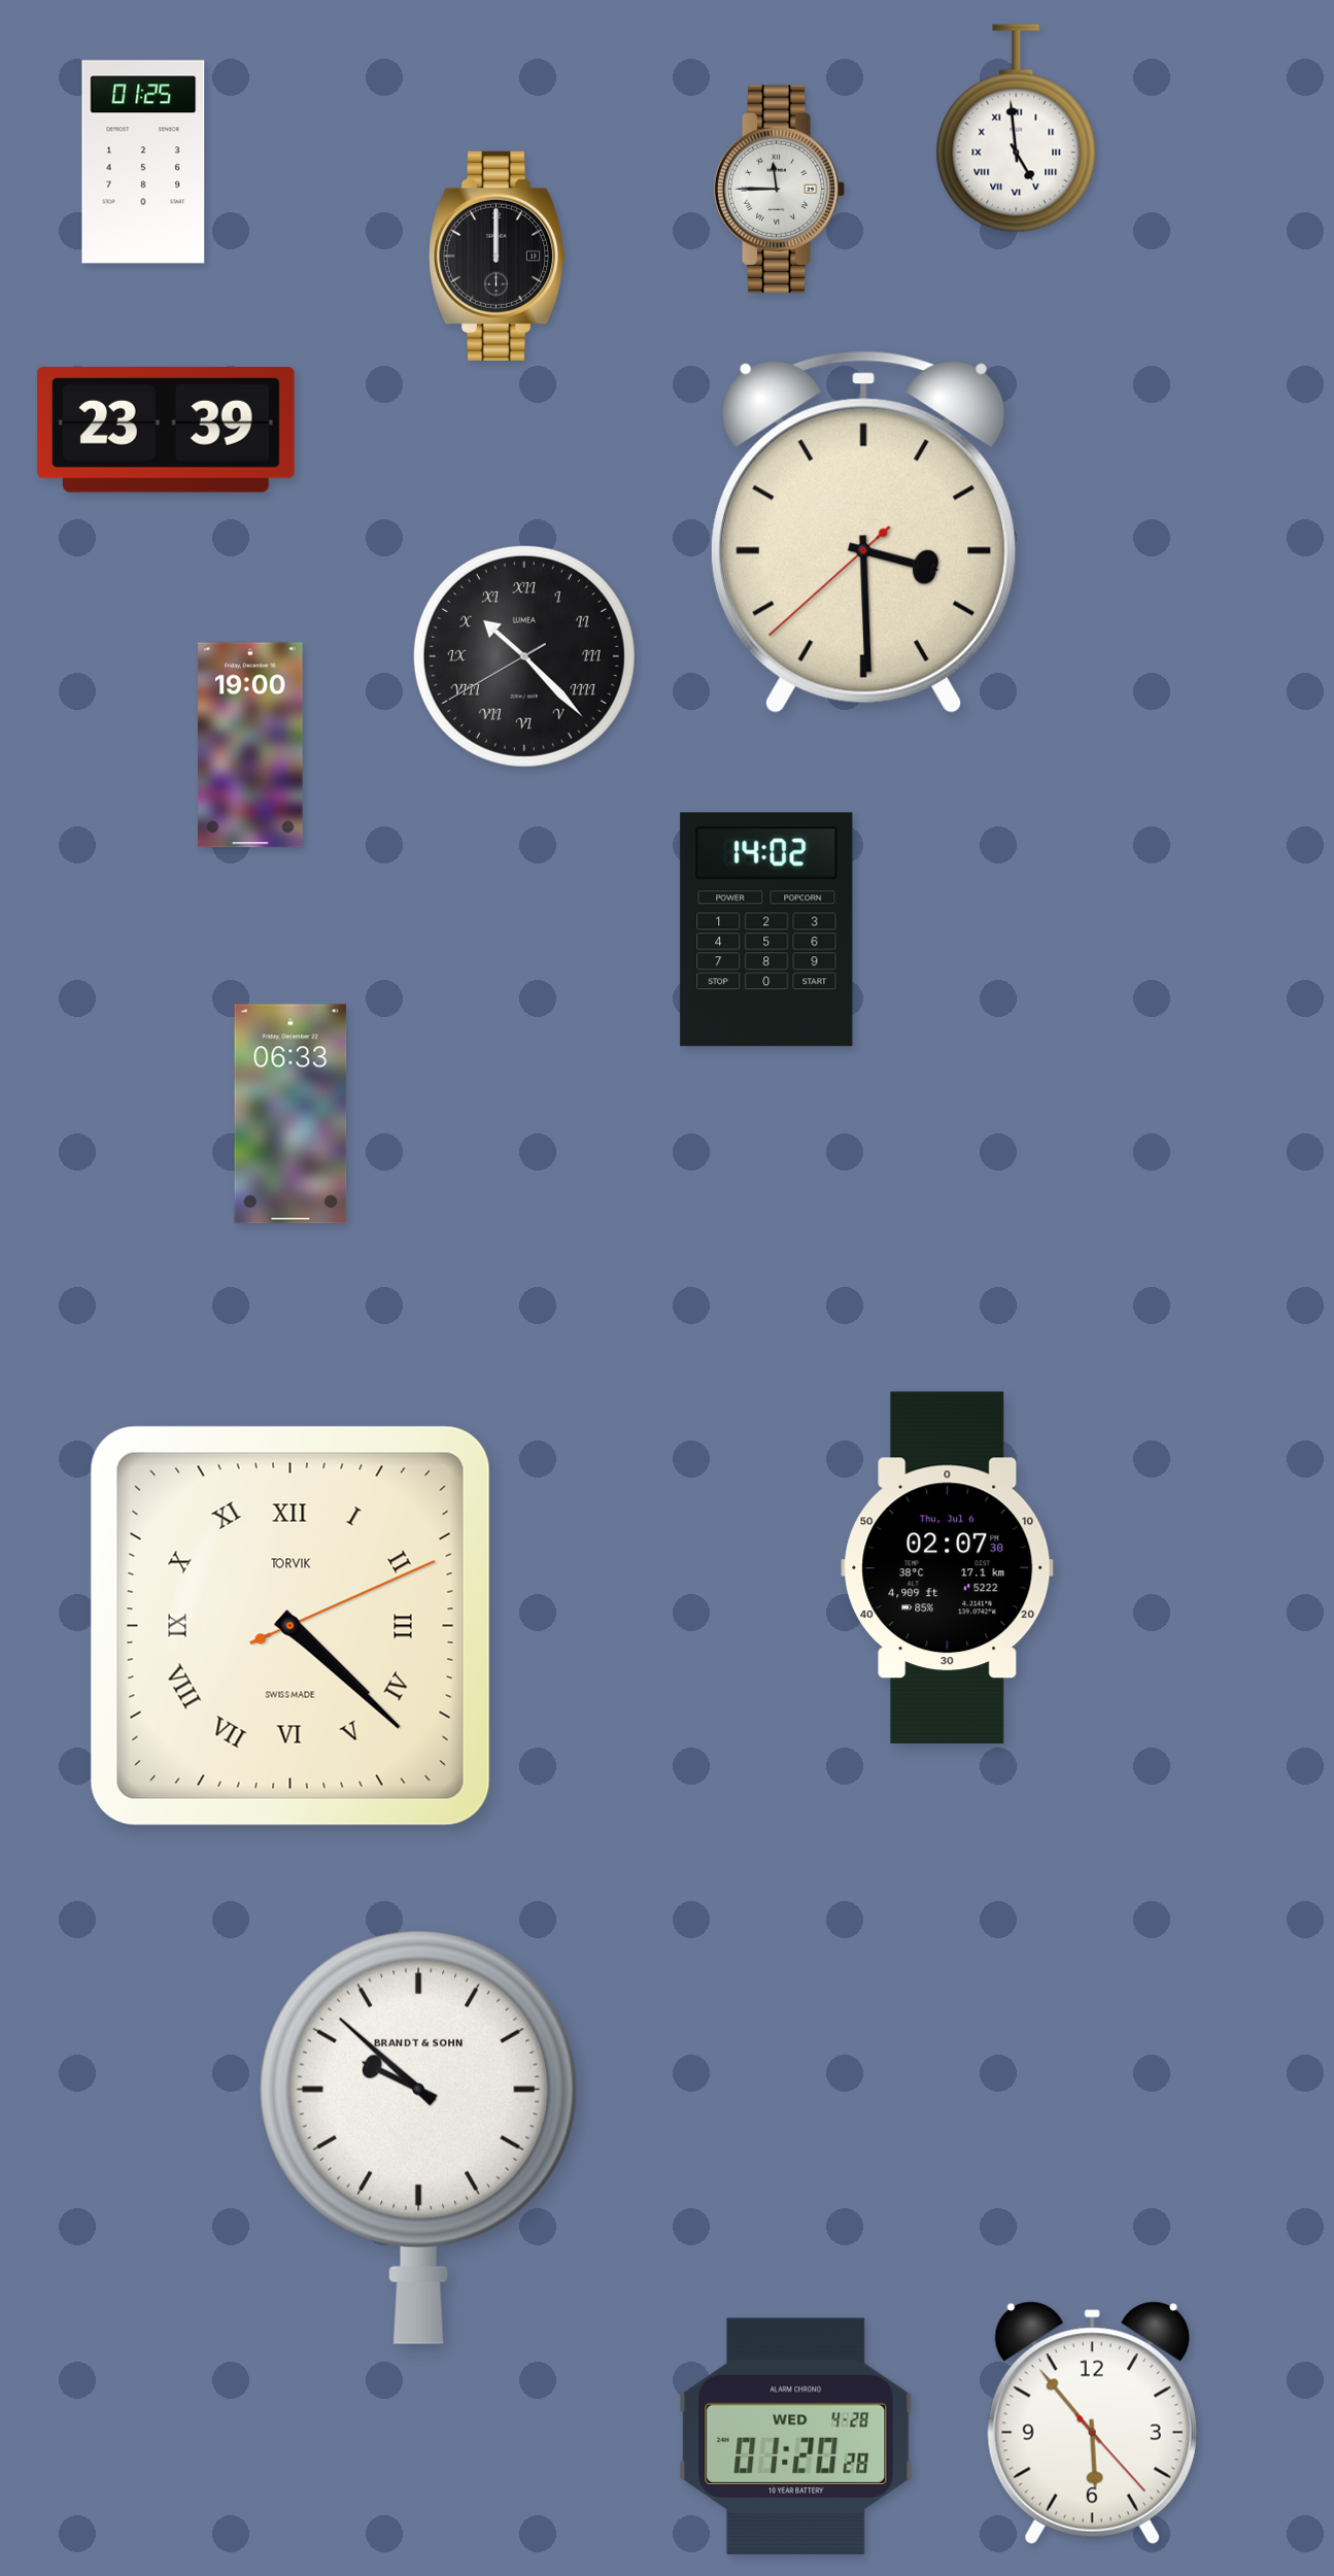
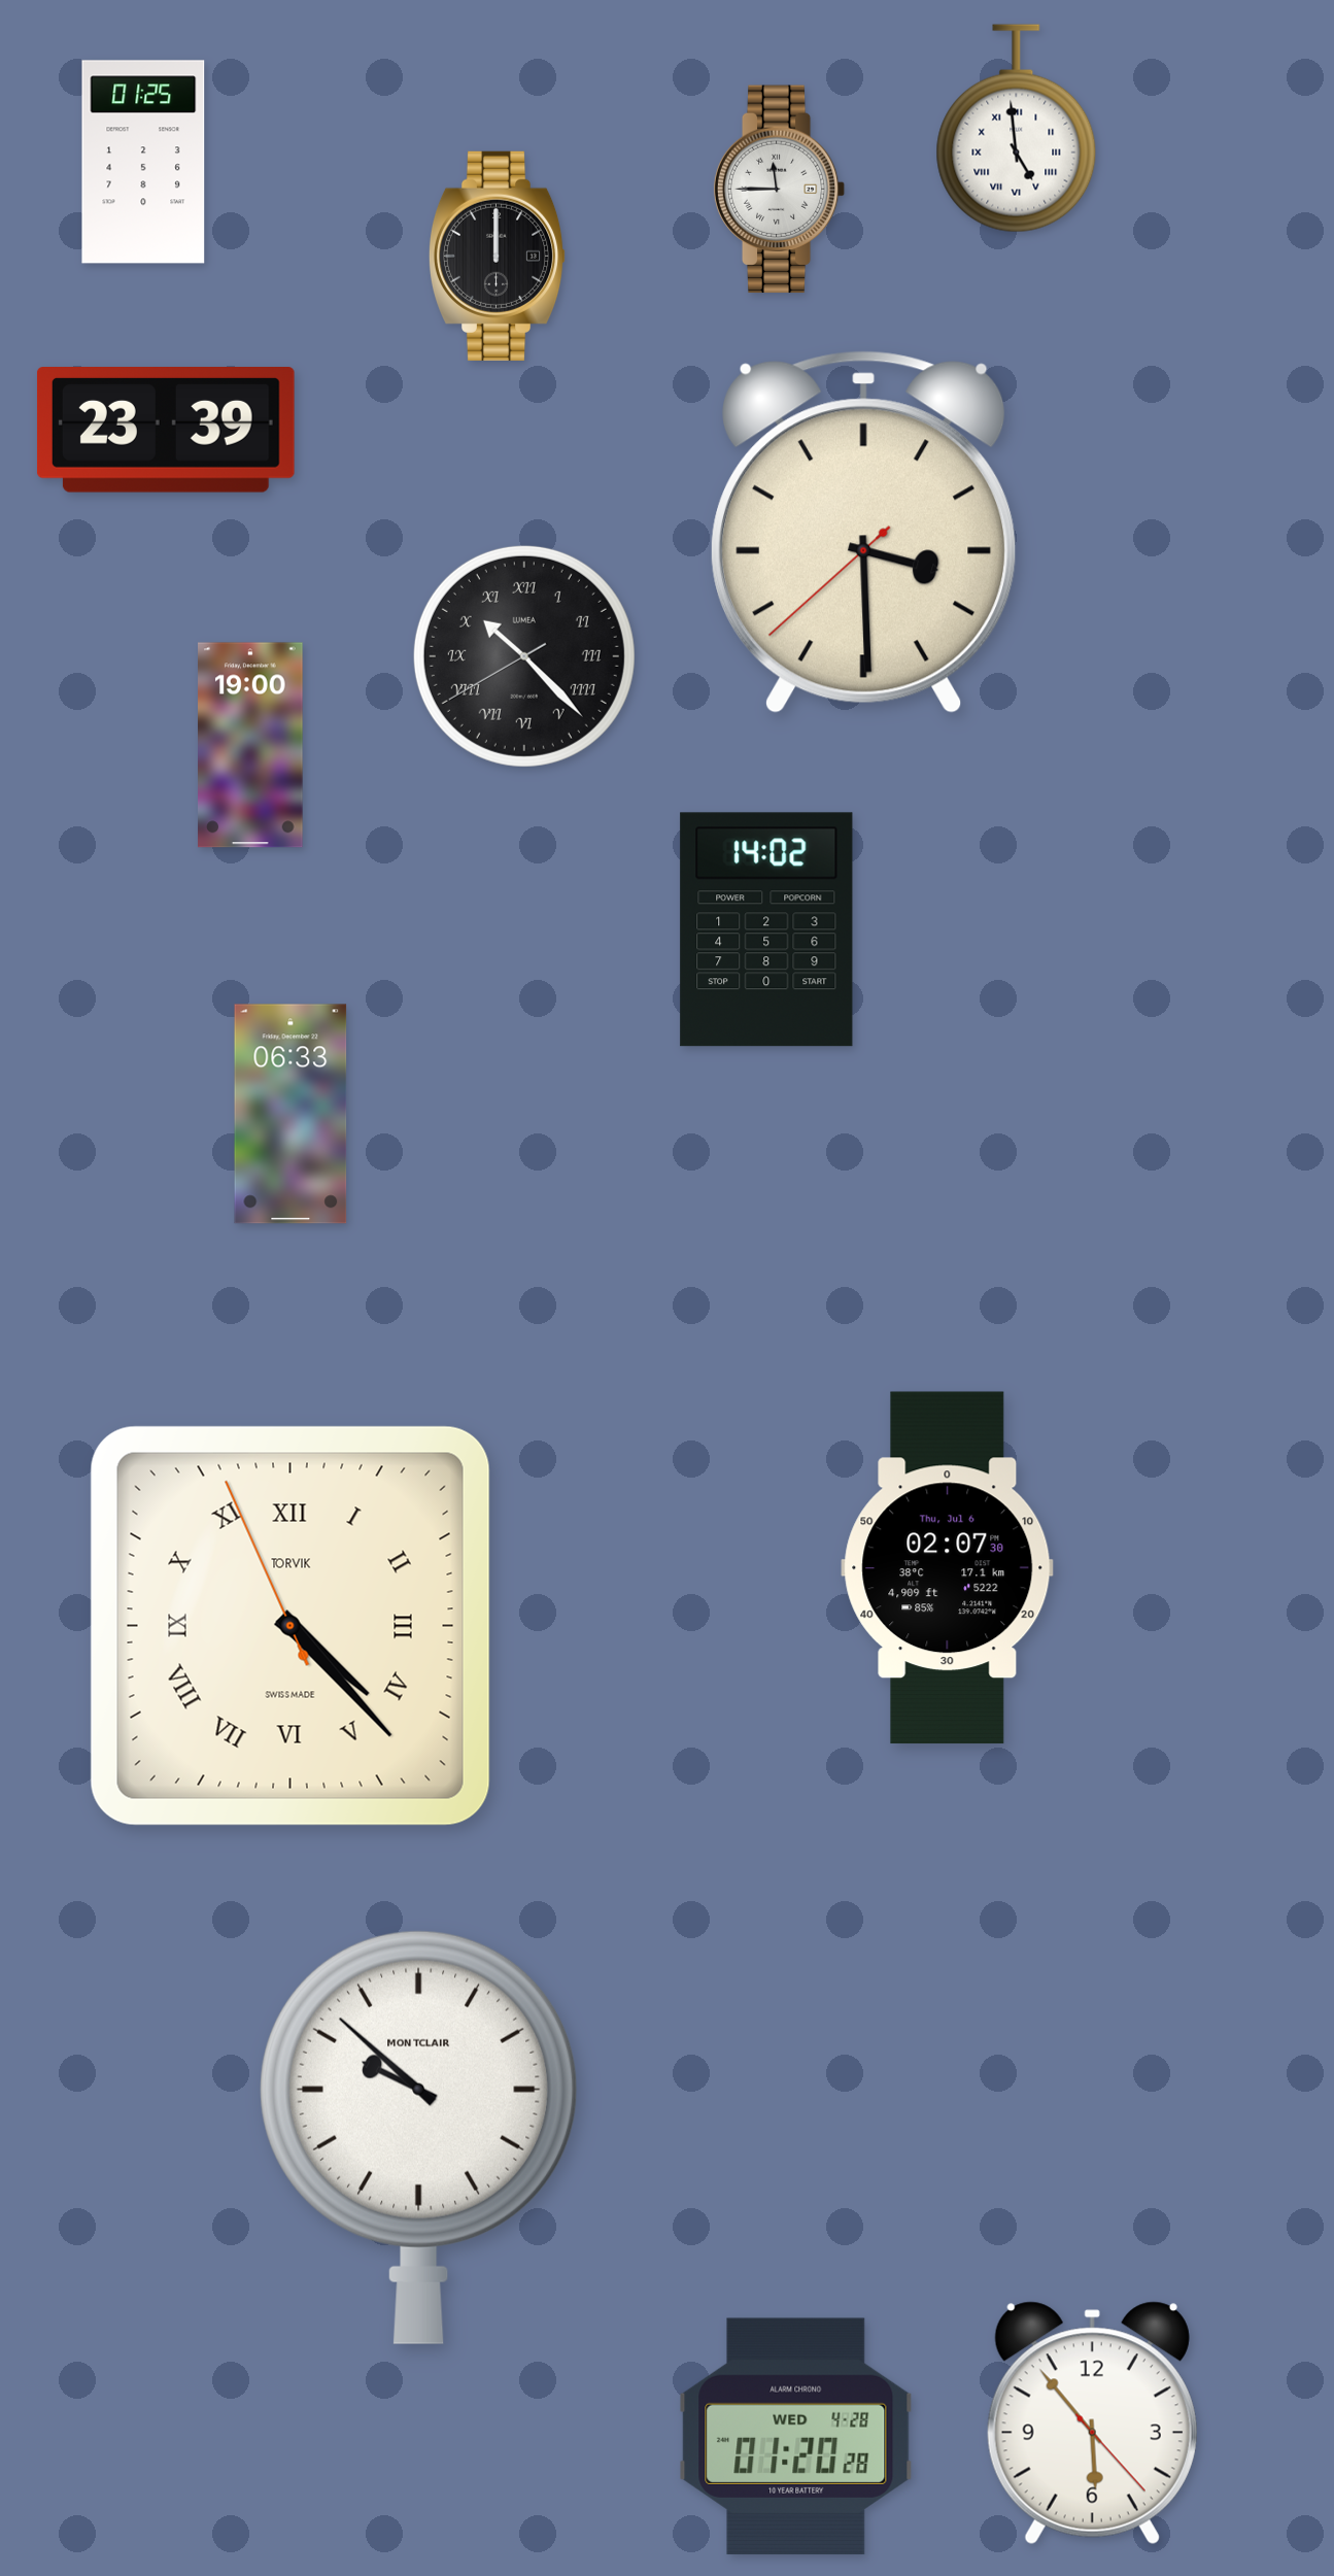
clock at (290, 1626): 4:22:11 -> 4:22:56
clock at (419, 2137) brand: BRANDT & SOHN -> MONTCLAIR
